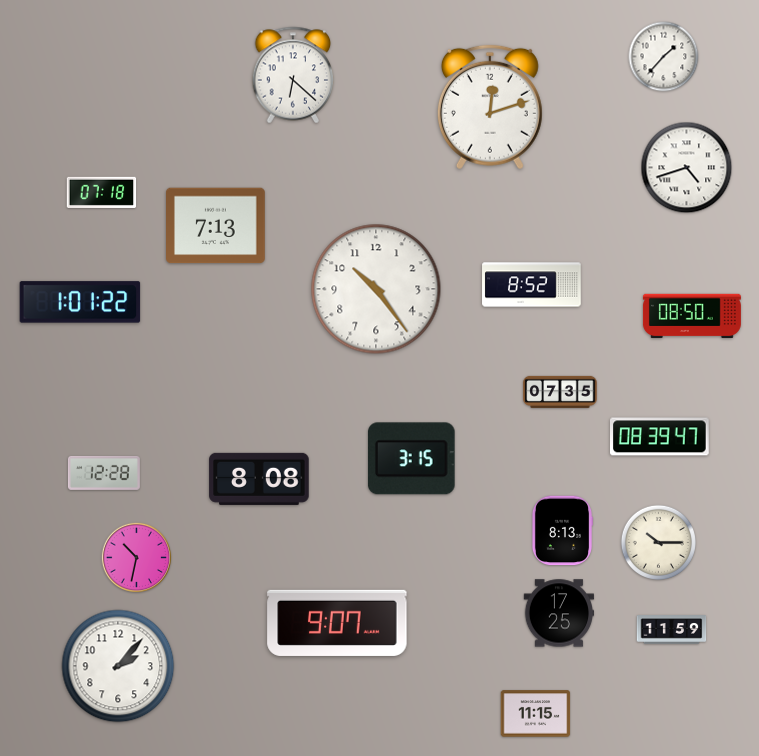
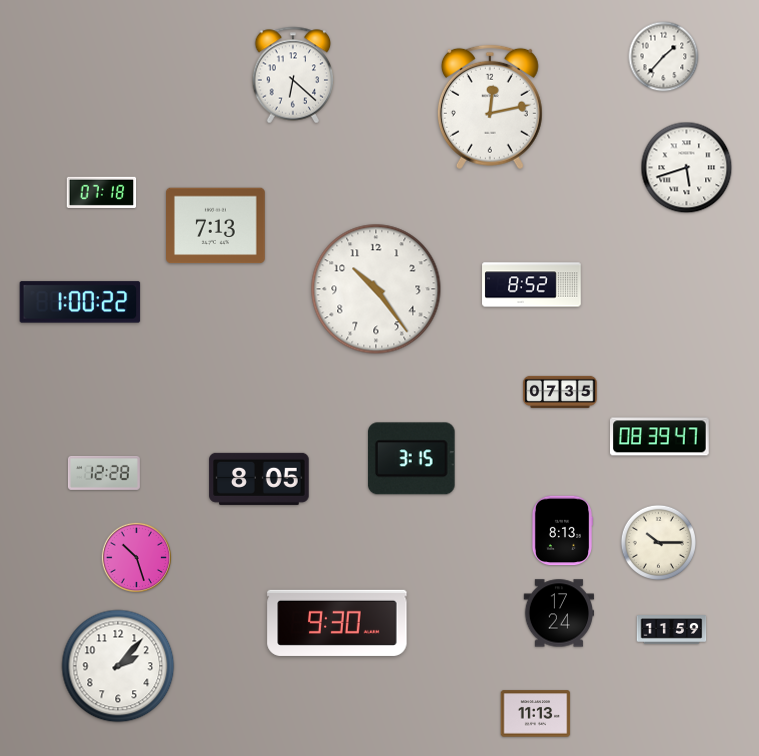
clock at (490, 107): 12:12 -> 12:13
clock at (687, 168): 4:42 -> 5:42
clock at (80, 302): 1:01 -> 1:00
clock at (692, 316): 08:50 -> none
clock at (259, 479): 8:08 -> 8:05
clock at (137, 558): 10:32 -> 10:27
clock at (558, 613): 17:25 -> 17:24
clock at (337, 623): 9:07 -> 9:30
clock at (536, 714): 11:15 -> 11:13
